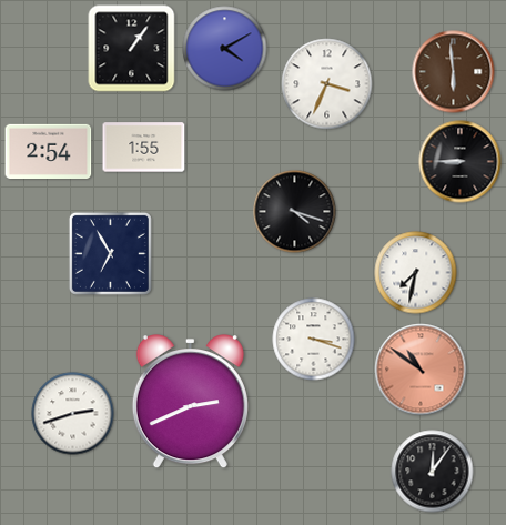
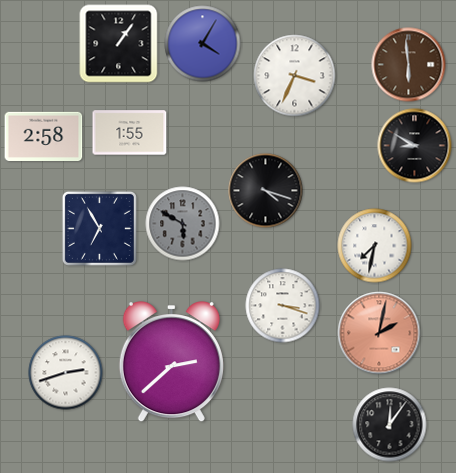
clock at (225, 49): 4:10 -> 4:05
clock at (49, 152): 2:54 -> 2:58
clock at (461, 162): 8:45 -> 8:50
clock at (183, 224): none -> 5:50
clock at (421, 370): 10:51 -> 2:02
clock at (190, 402): 2:41 -> 2:38
